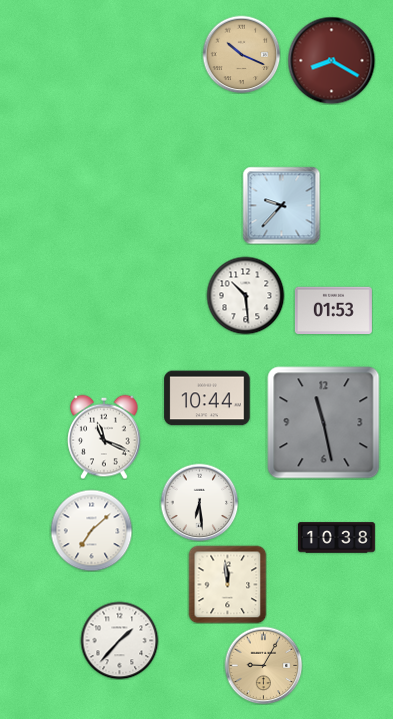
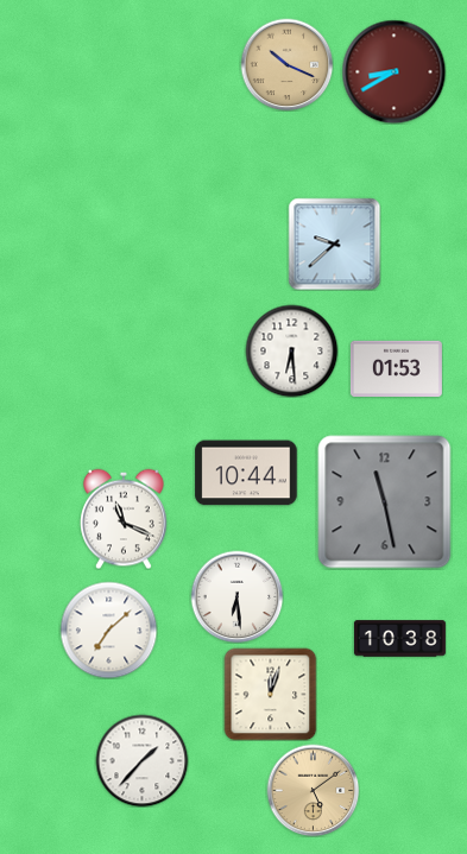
clock at (331, 60): 8:20 -> 8:40
clock at (281, 205): 9:37 -> 9:38
clock at (245, 295): 10:29 -> 6:29
clock at (227, 584): 11:59 -> 12:03
clock at (263, 665): 9:05 -> 5:09
